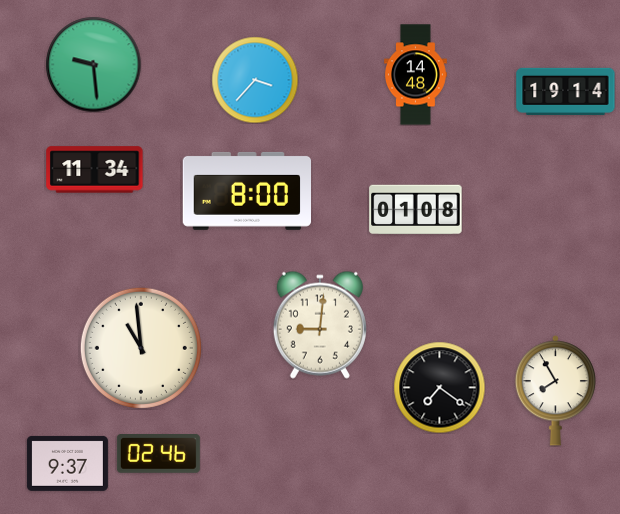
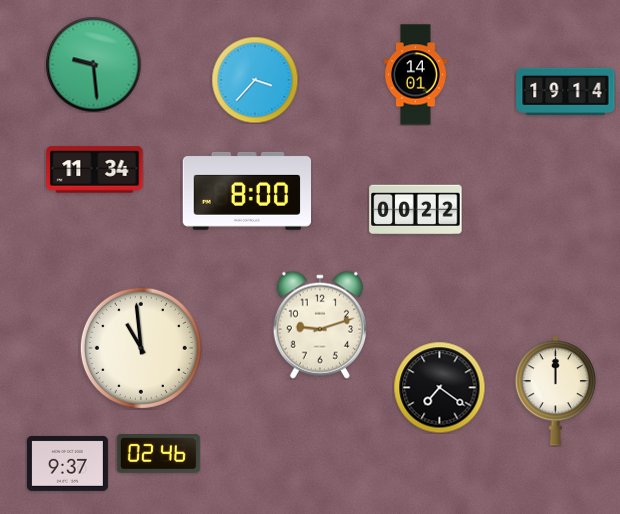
clock at (416, 75): 14:48 -> 14:01
clock at (416, 210): 01:08 -> 00:22
clock at (320, 325): 9:01 -> 9:12
clock at (555, 391): 7:55 -> 12:00
